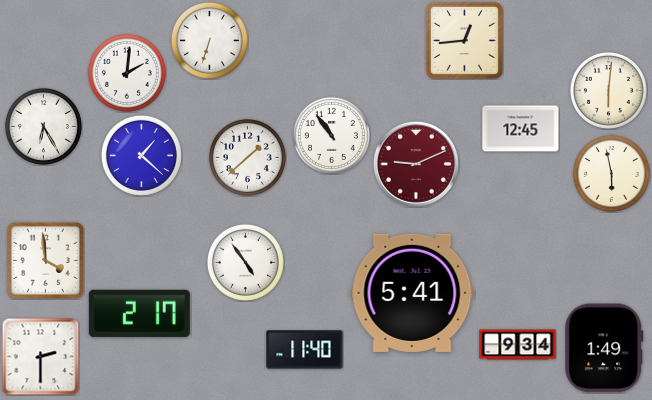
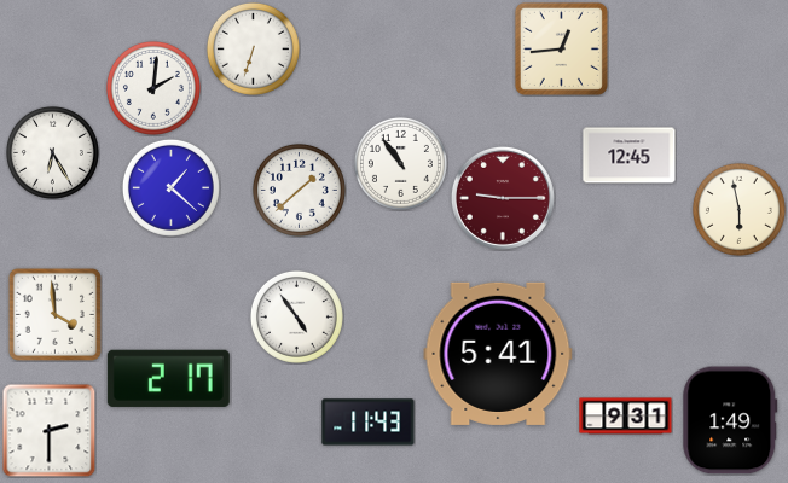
clock at (608, 90): 6:01 -> none
clock at (416, 164): 9:11 -> 9:15
clock at (518, 345): 9:34 -> 9:31
clock at (305, 350): 11:40 -> 11:43
